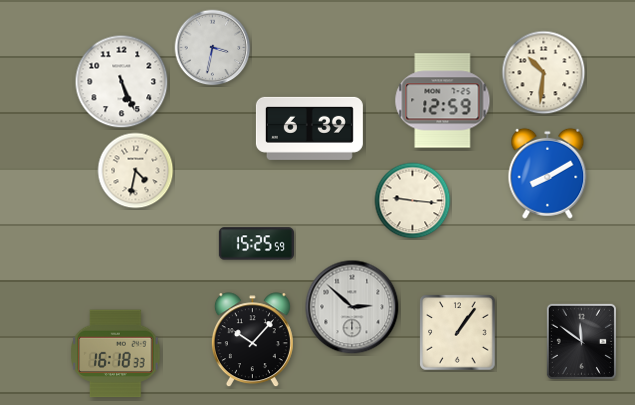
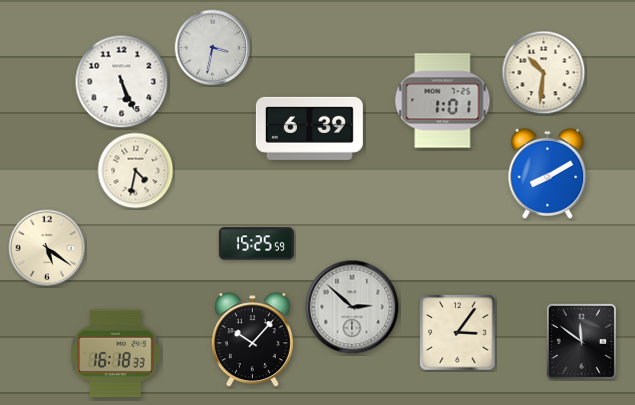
clock at (443, 101): 12:59 -> 1:01
clock at (413, 201): 9:16 -> none
clock at (47, 248): none -> 5:21
clock at (458, 333): 1:06 -> 3:06
